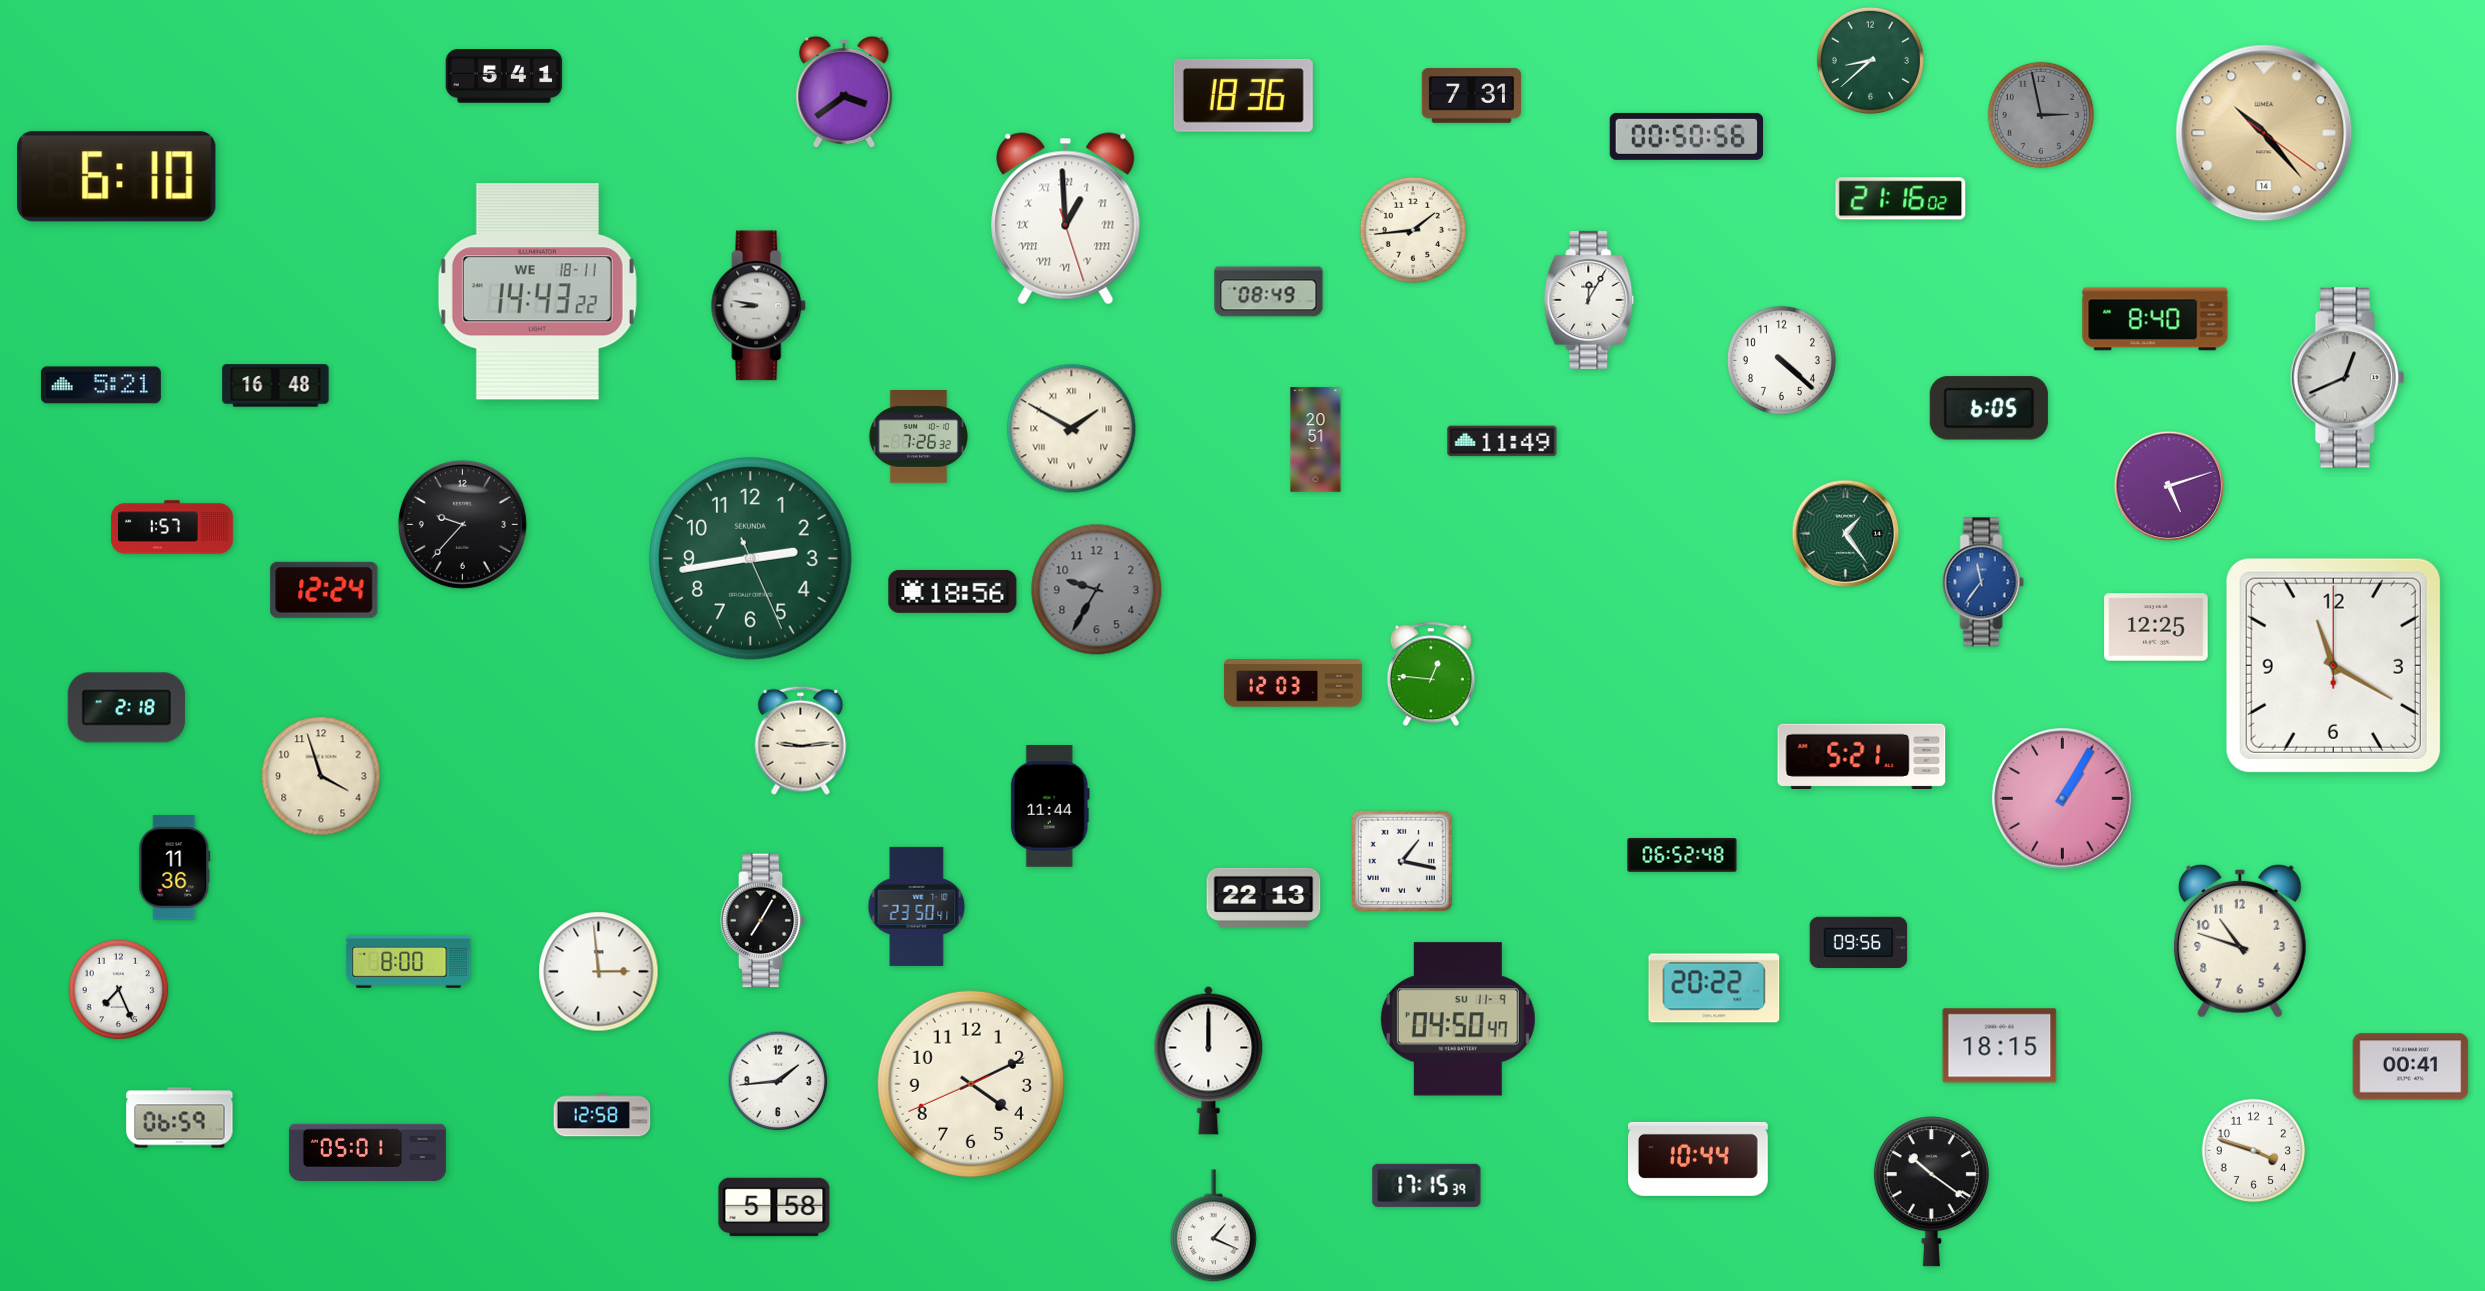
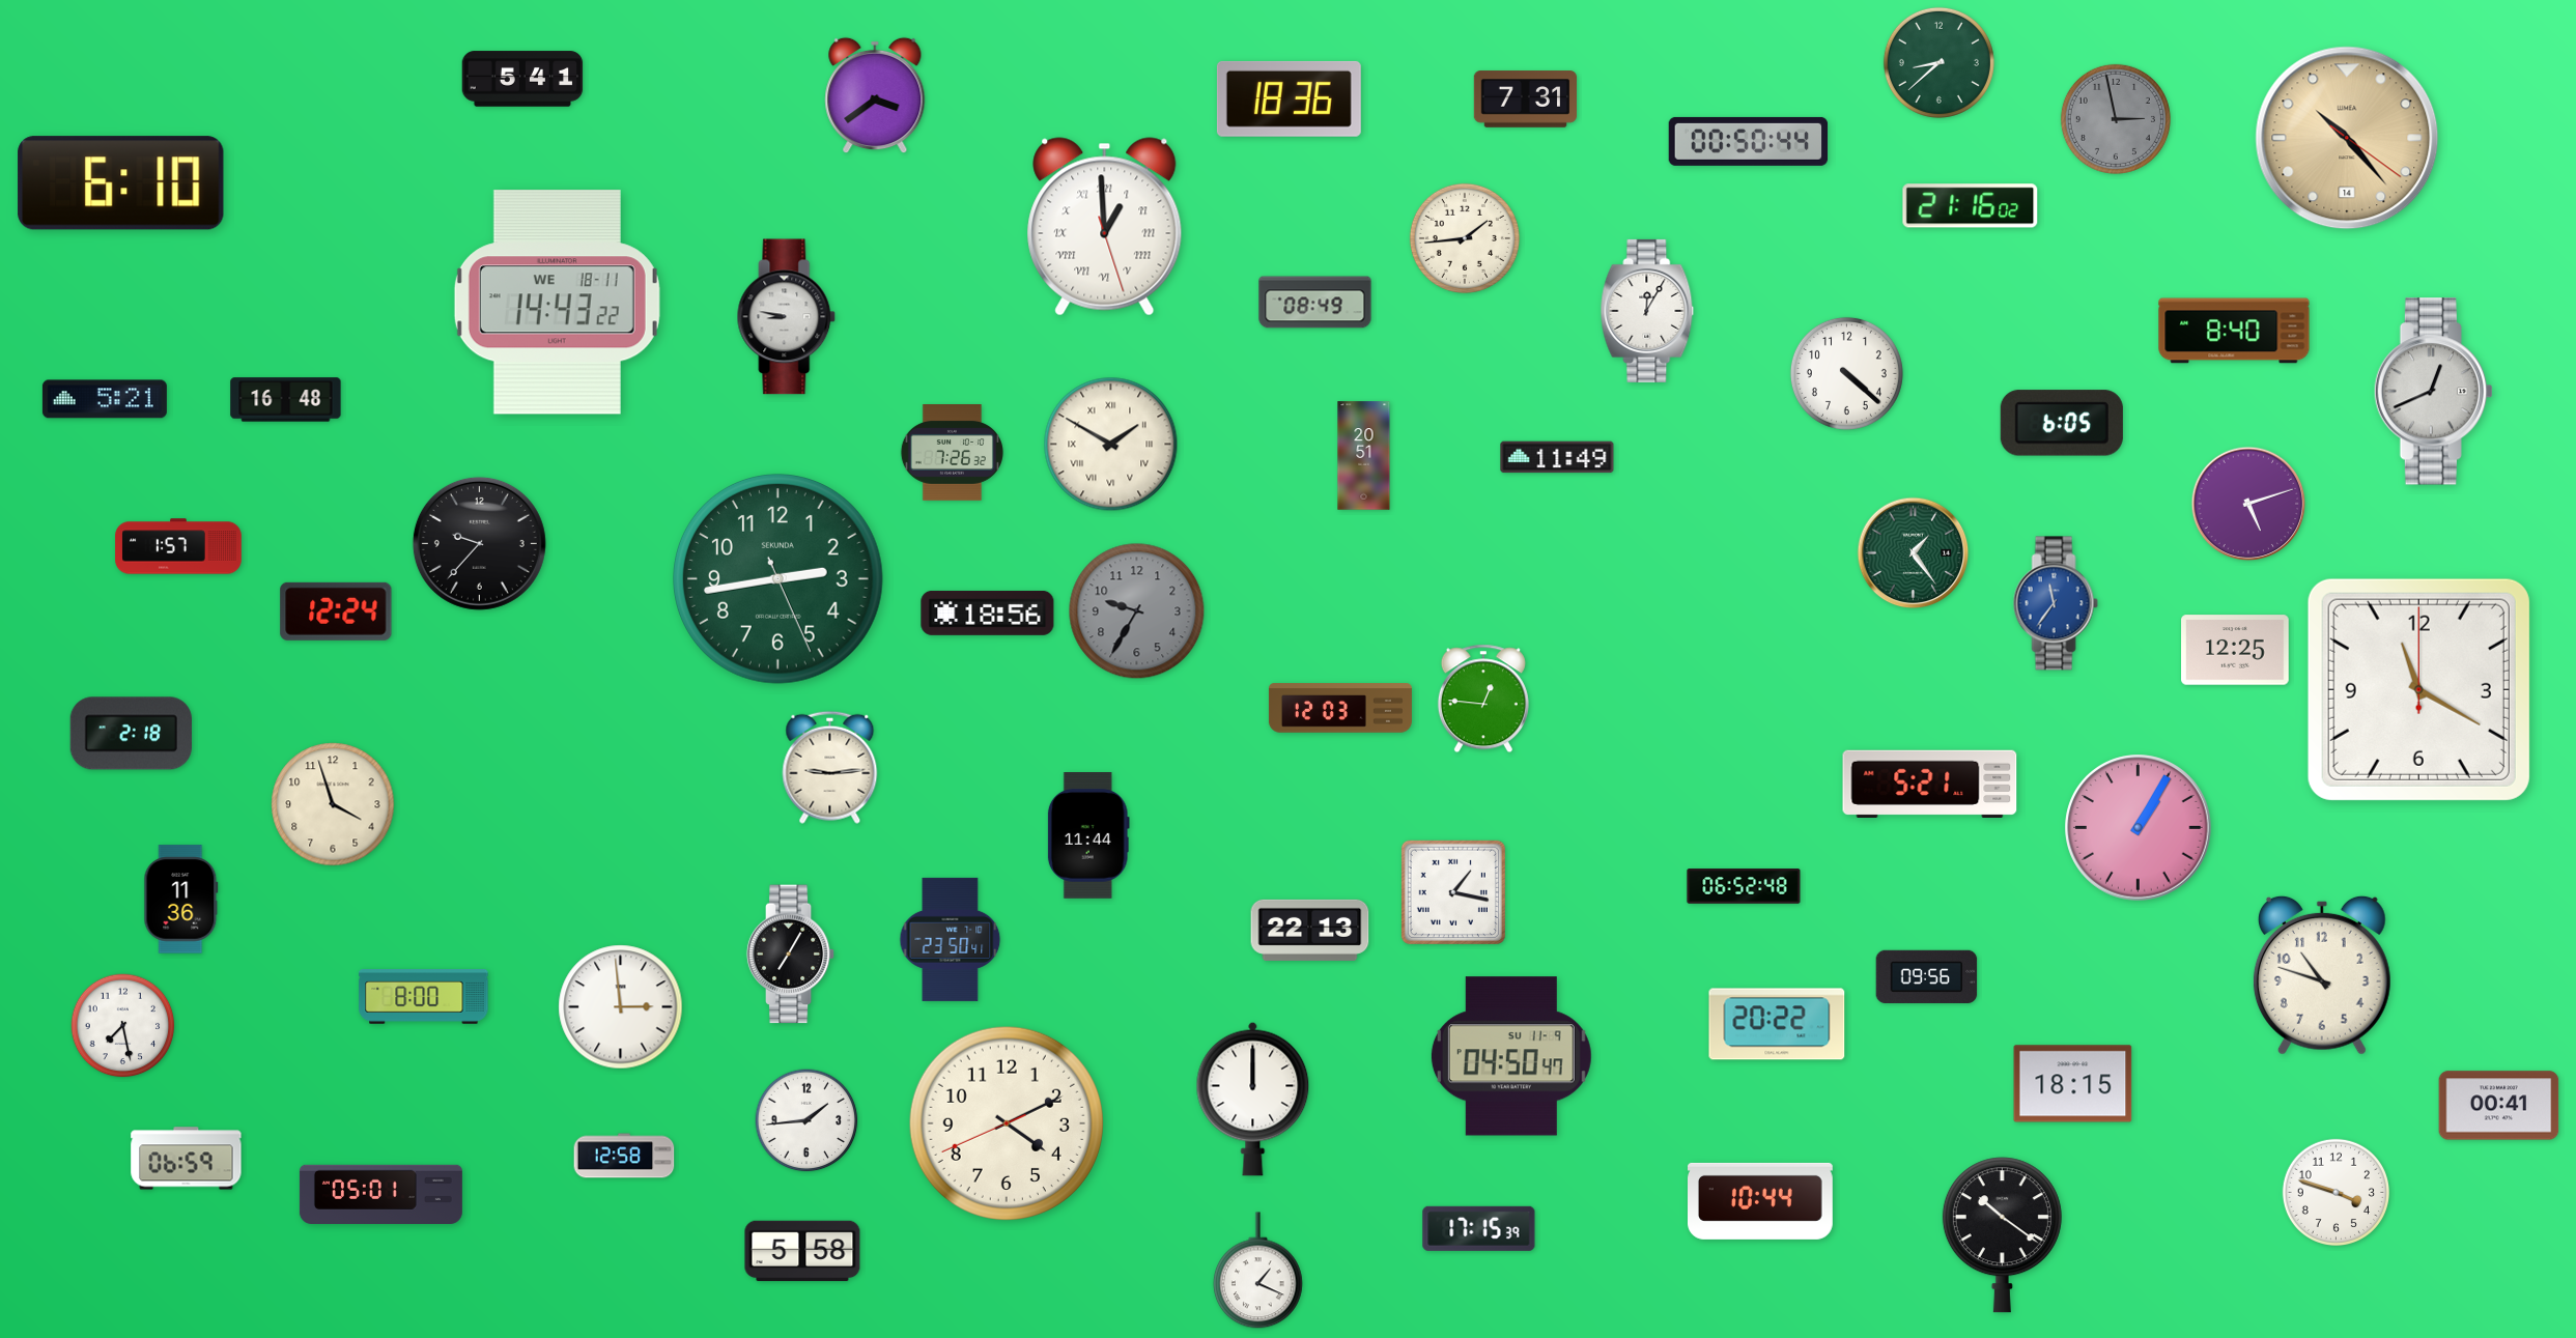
clock at (1687, 136): 00:50:56 -> 00:50:44
clock at (119, 990): 7:26 -> 7:28
